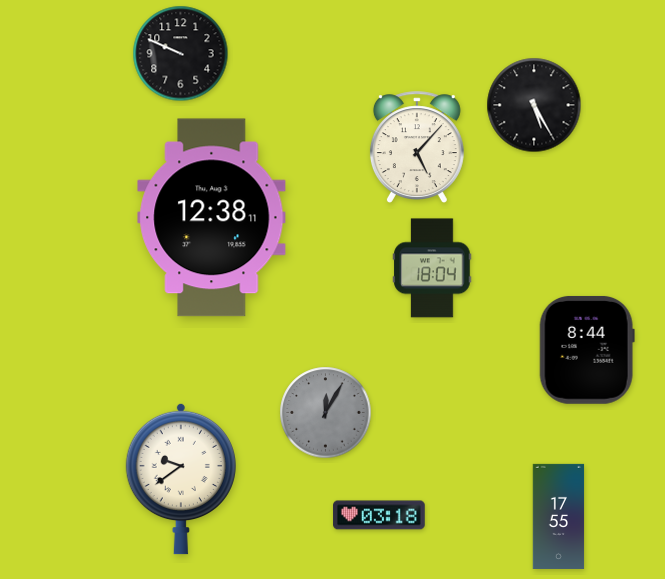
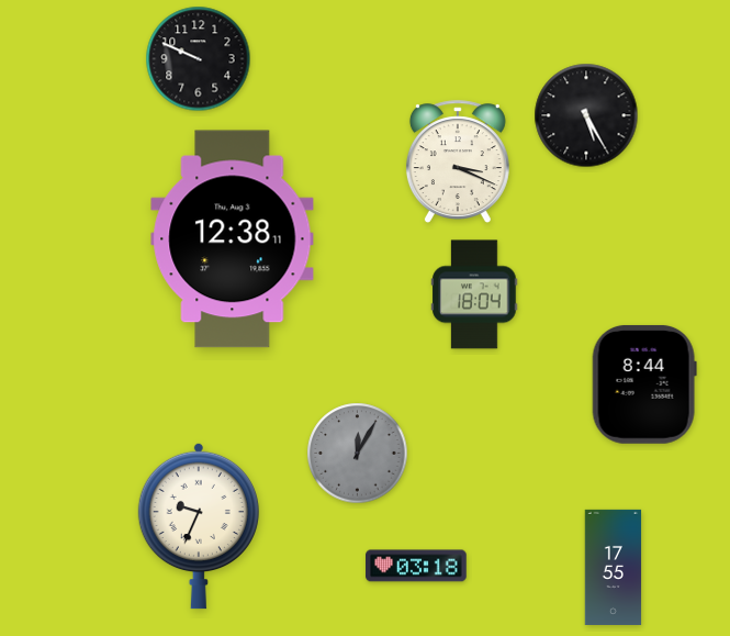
clock at (417, 147): 5:07 -> 3:19
clock at (181, 479): 9:39 -> 9:34
